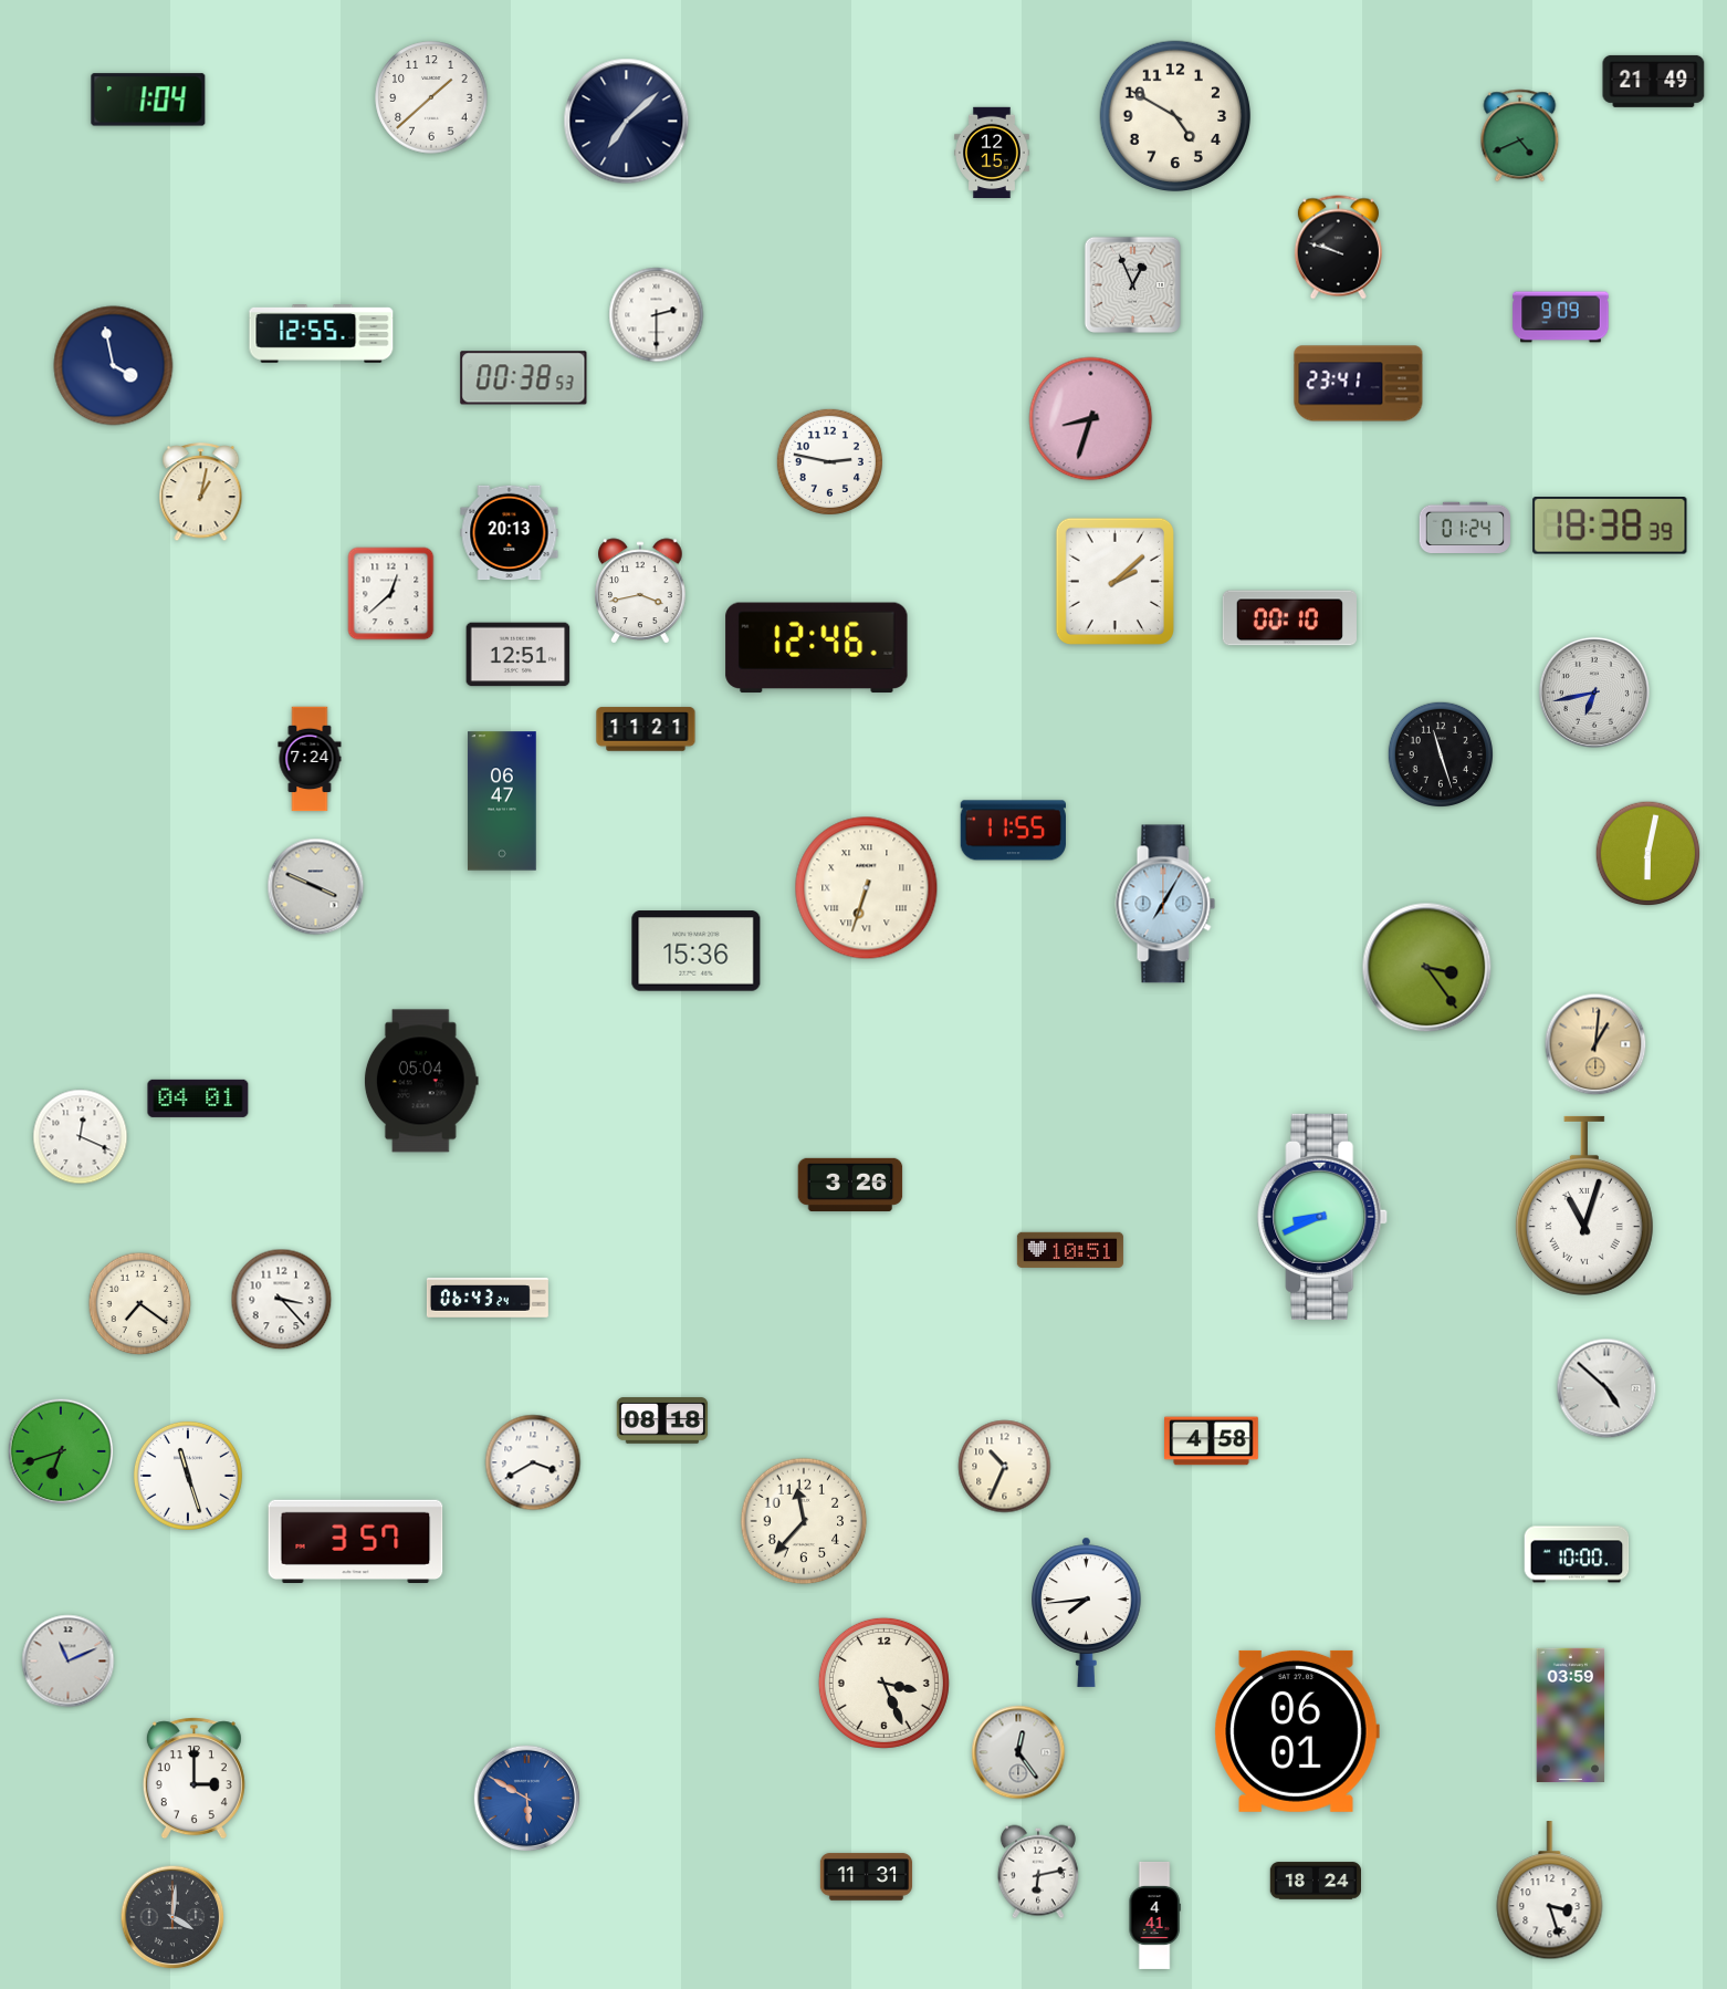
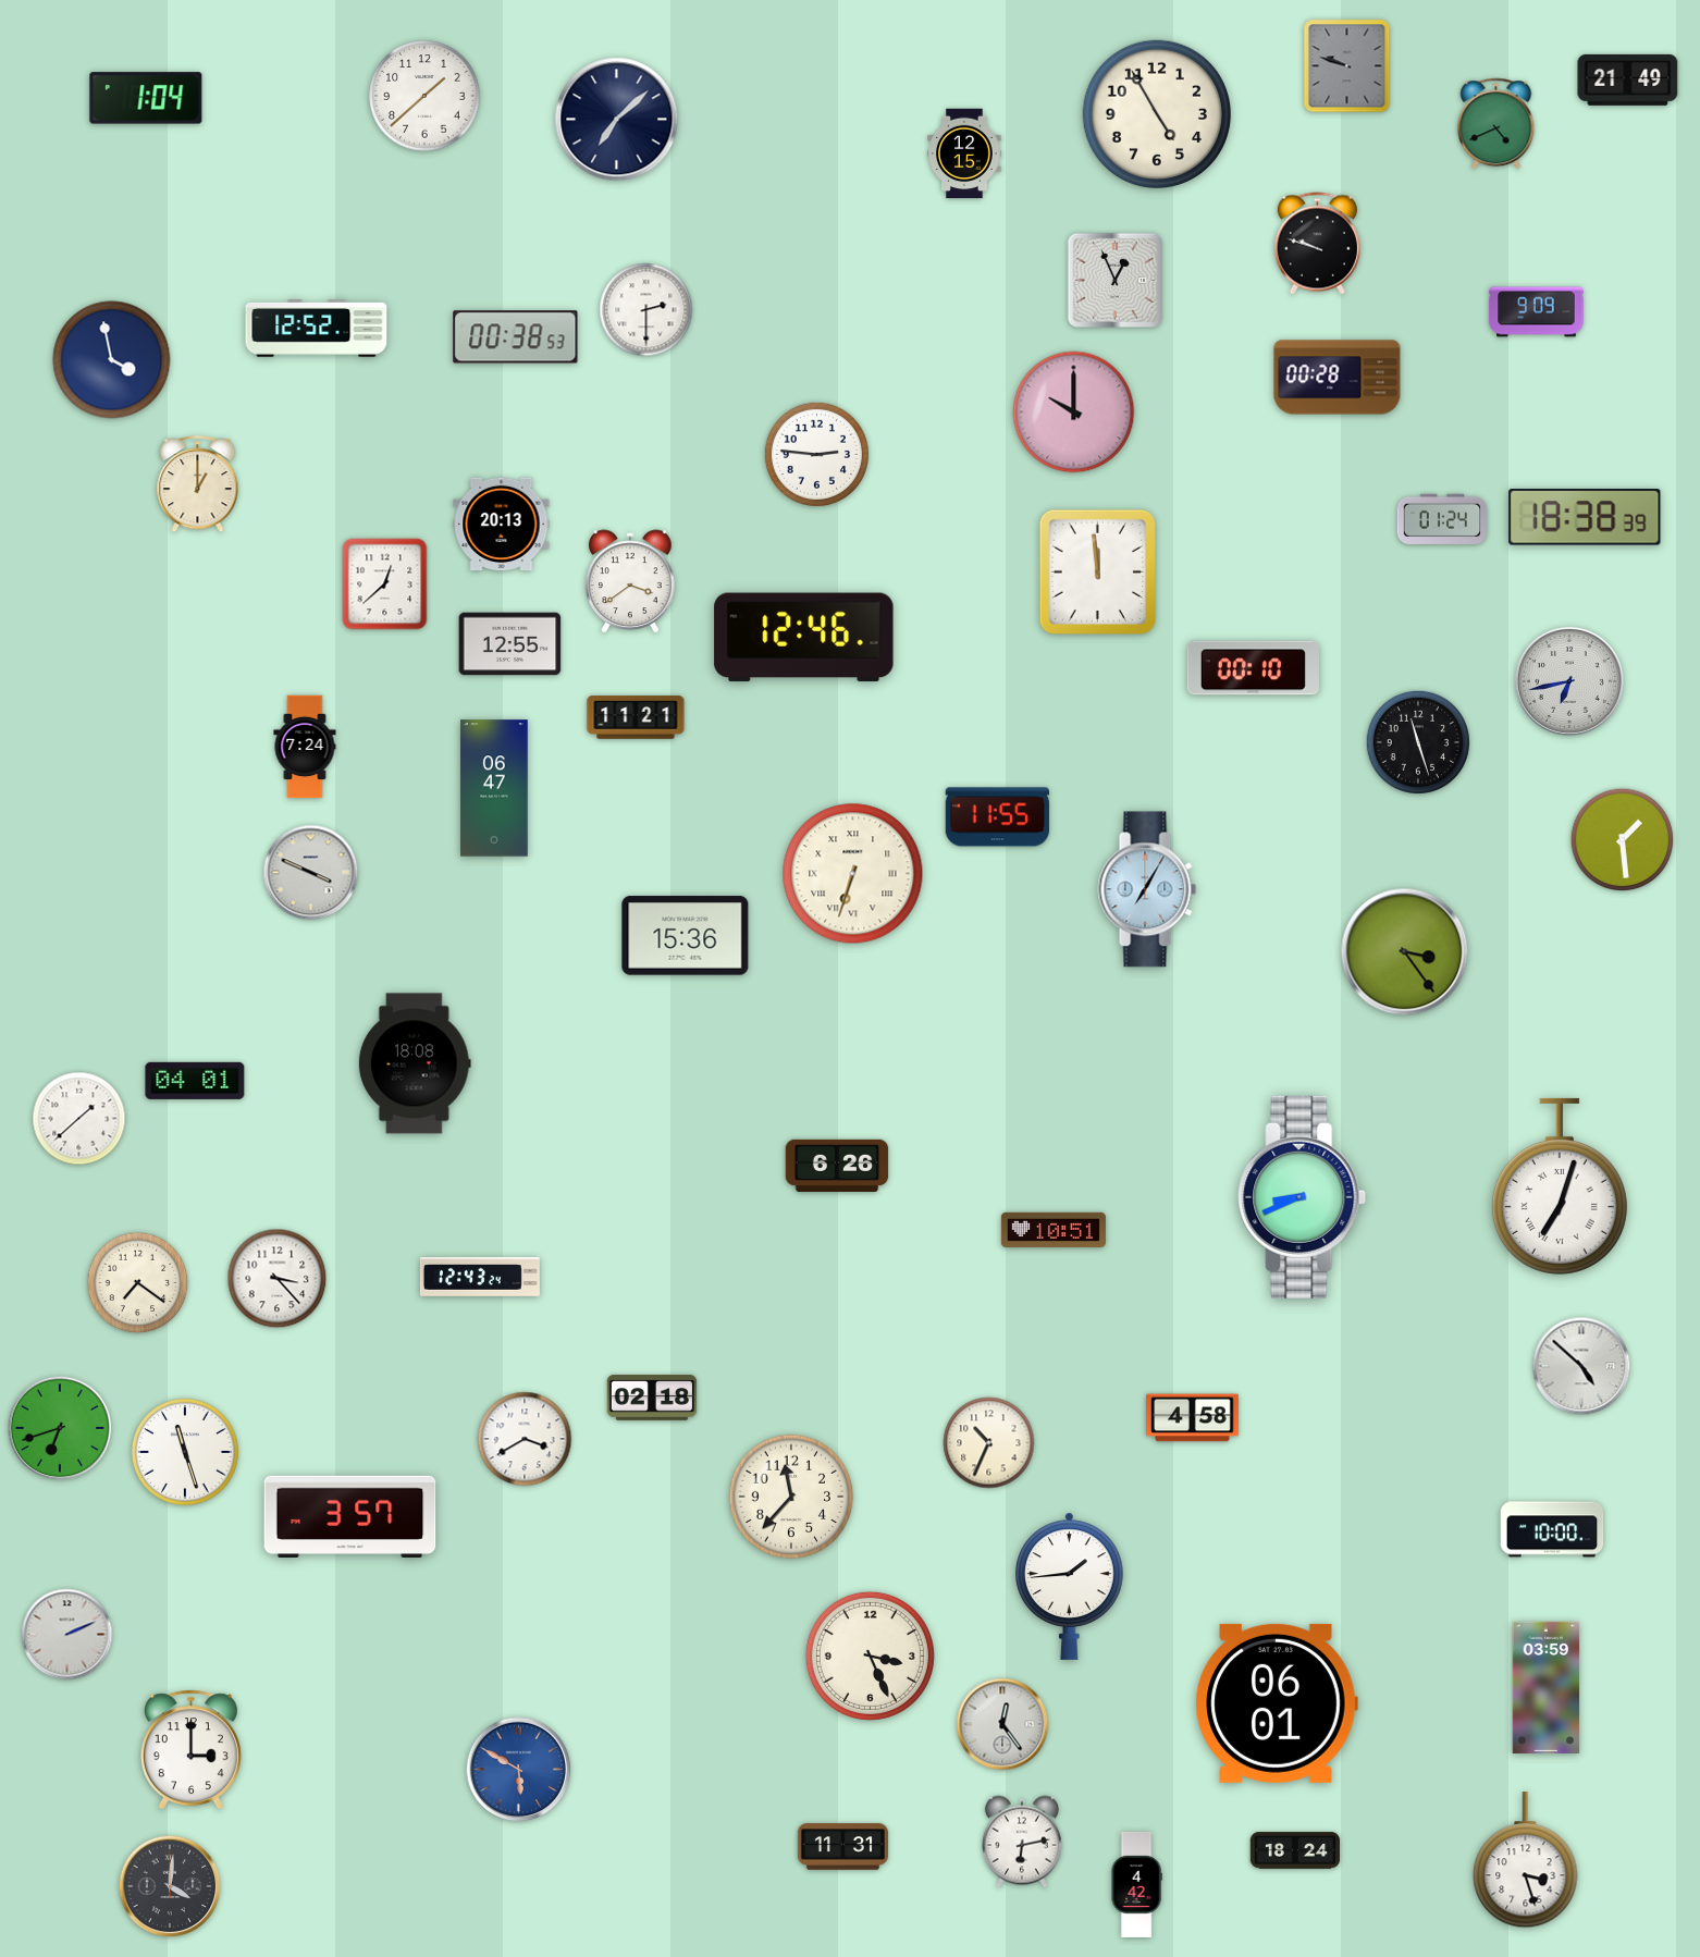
clock at (1347, 66): none -> 9:48
clock at (1175, 116): 4:50 -> 4:55
clock at (1520, 136) position: (1520, 136) -> (1496, 124)
clock at (992, 153) position: (992, 153) -> (964, 153)
clock at (322, 334): 12:55 -> 12:52
clock at (524, 378) position: (524, 378) -> (516, 337)
clock at (1359, 384): 23:41 -> 00:28
clock at (1091, 419): 8:33 -> 10:00
clock at (829, 461): 2:47 -> 2:46
clock at (201, 492): 1:02 -> 1:00
clock at (1114, 581): 2:08 -> 11:59
clock at (640, 591): 3:43 -> 3:39
clock at (1289, 618) position: (1289, 618) -> (1253, 668)
clock at (519, 655): 12:51 -> 12:55
clock at (1649, 854): 6:02 -> 1:29
clock at (1595, 1044): 1:01 -> none
clock at (421, 1081): 05:04 -> 18:08
clock at (81, 1137): 12:19 -> 1:38
clock at (850, 1185): 3:26 -> 6:26
clock at (1584, 1206): 11:03 -> 7:03
clock at (488, 1299): 06:43 -> 12:43
clock at (662, 1420): 08:18 -> 02:18
clock at (1087, 1612): 7:44 -> 1:44
clock at (69, 1662): 11:11 -> 2:11
clock at (866, 1877) position: (866, 1877) -> (842, 1847)
clock at (1154, 1915): 4:41 -> 4:42
